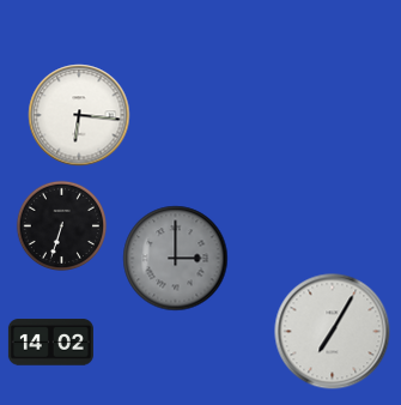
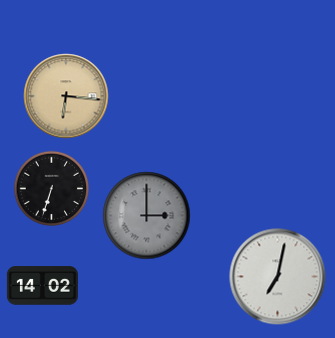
clock at (79, 115) dial: white -> champagne
clock at (333, 332): 7:05 -> 7:02
